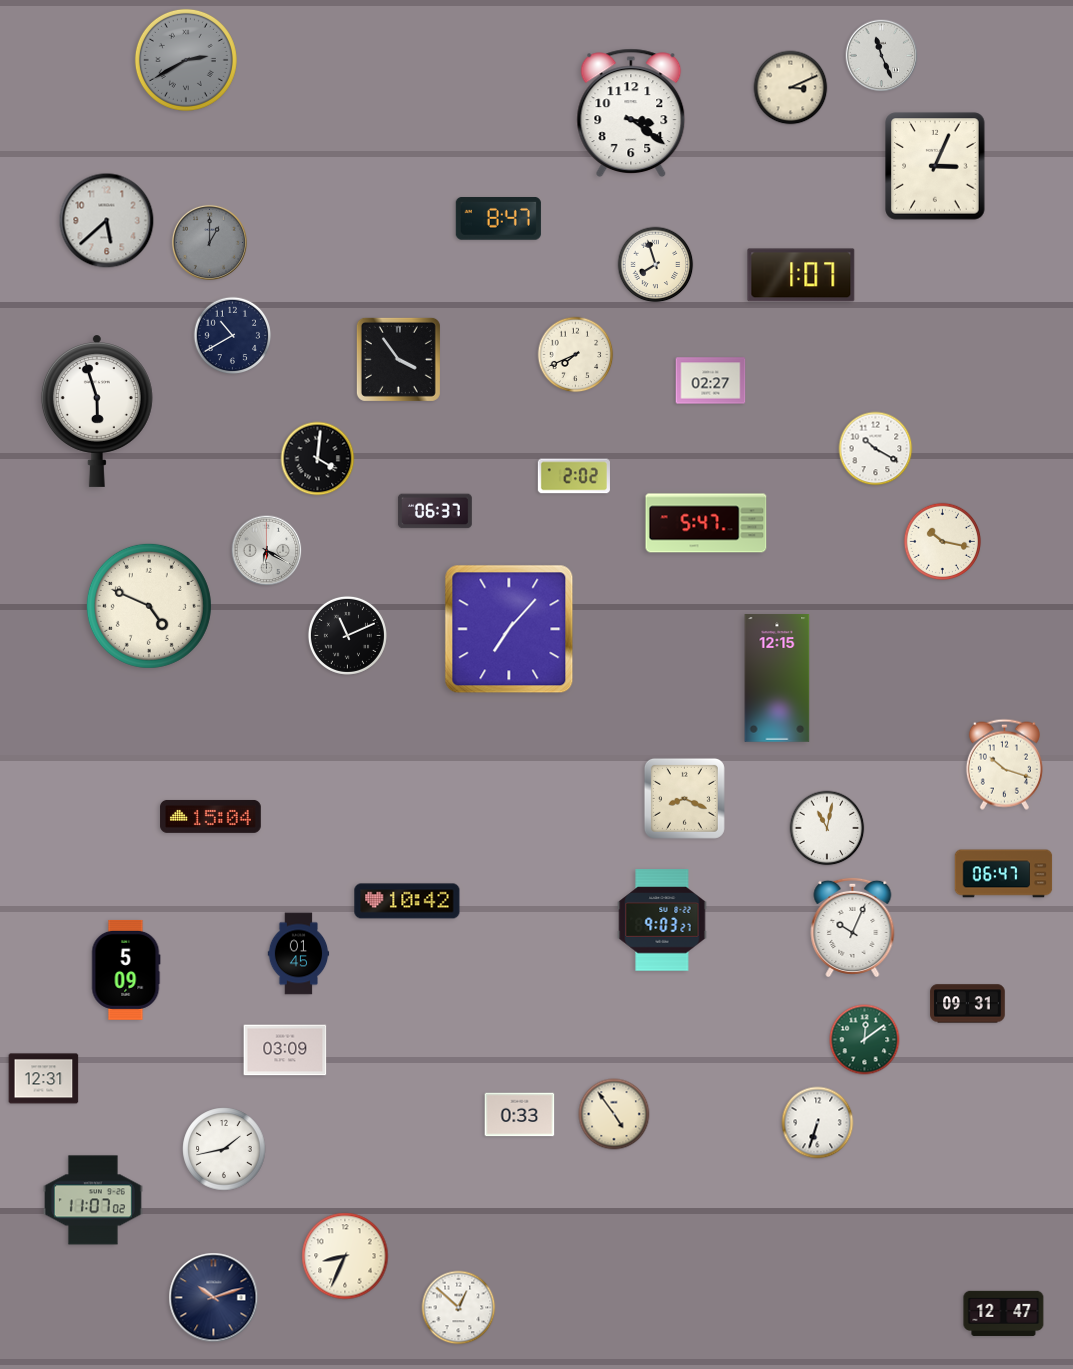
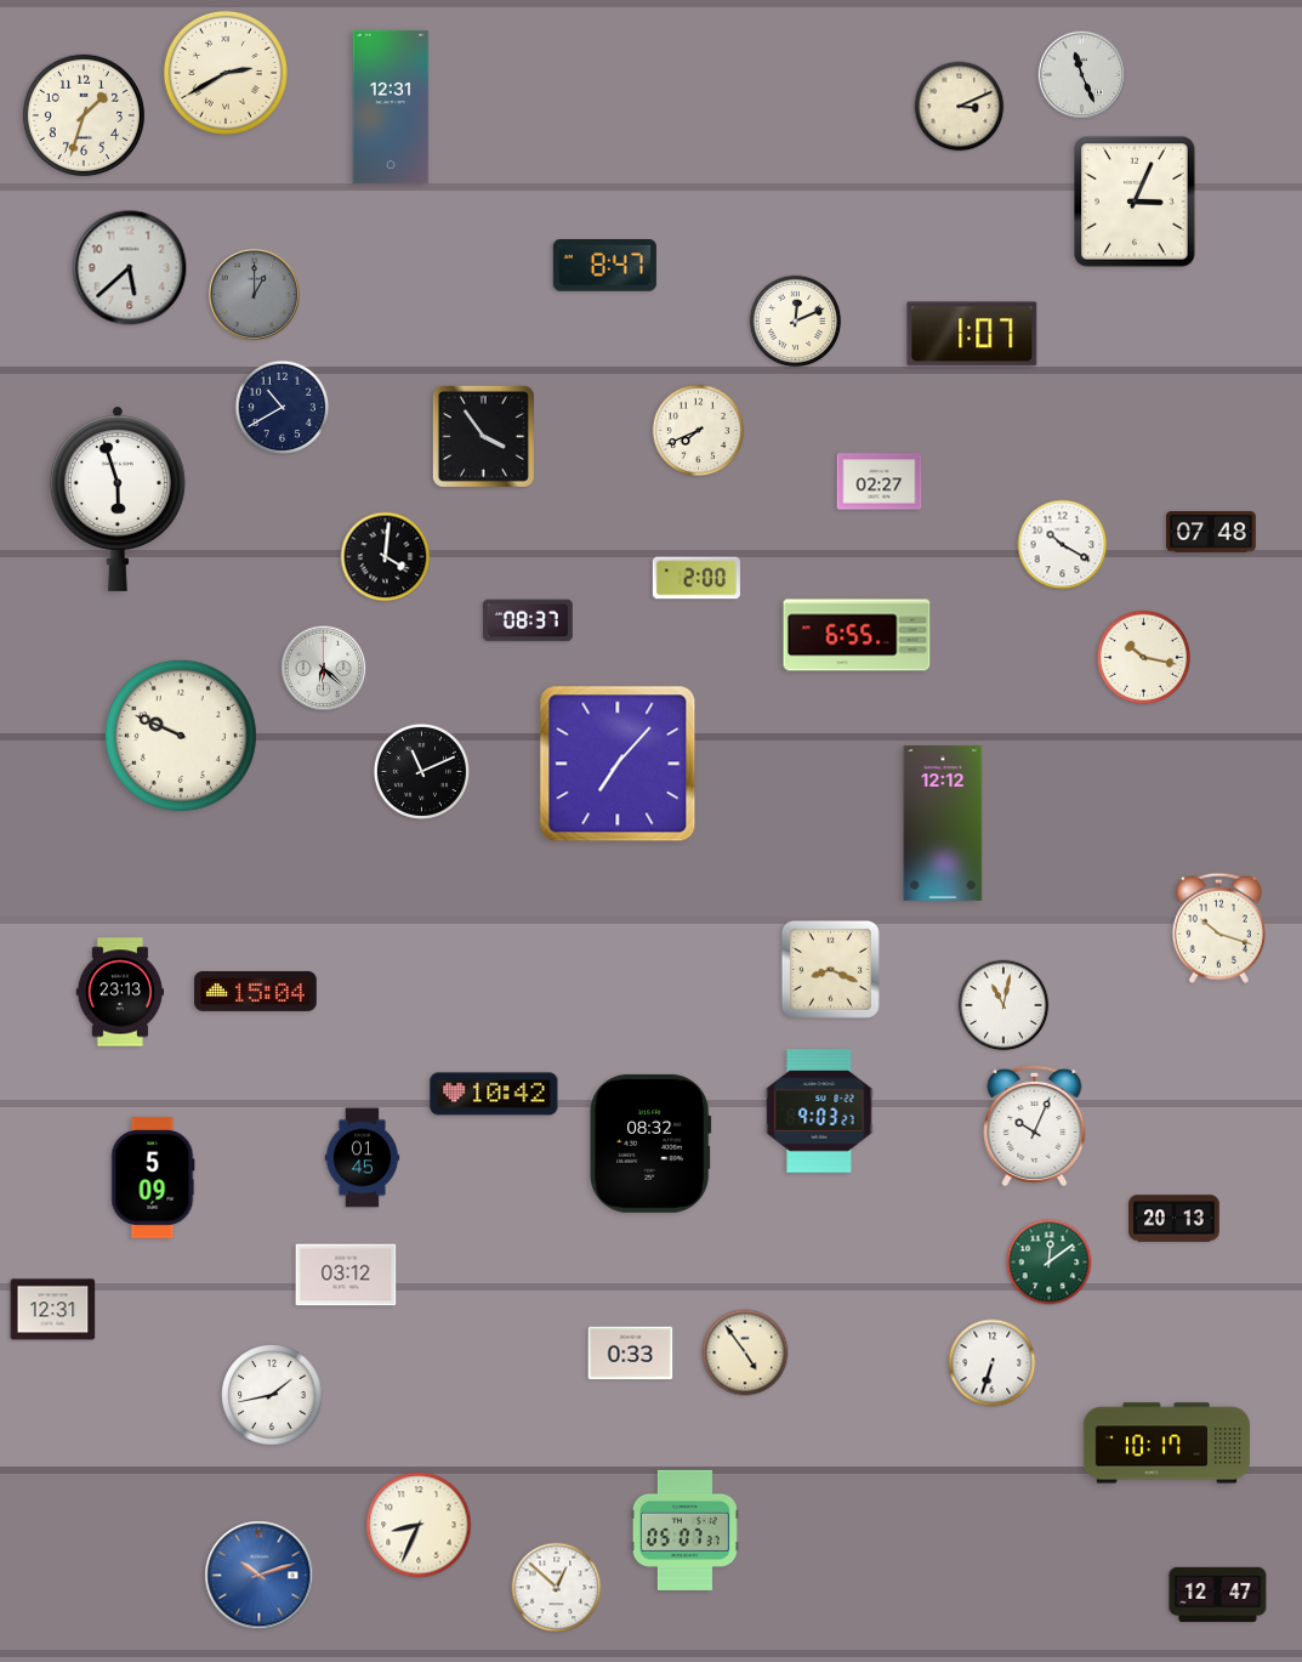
clock at (882, 56) position: (882, 56) -> (1082, 75)
clock at (186, 60) dial: grey -> cream
clock at (391, 107): none -> 12:31
clock at (84, 115): none -> 1:33
clock at (631, 113): 3:21 -> none
clock at (656, 265): 7:57 -> 12:11
clock at (711, 381) position: (711, 381) -> (880, 482)
clock at (1211, 532): none -> 07:48
clock at (574, 476): 2:02 -> 2:00
clock at (435, 511): 06:37 -> 08:37
clock at (706, 523): 5:47 -> 6:55
clock at (267, 551): 6:20 -> 6:22
clock at (149, 606): 4:49 -> 9:49
clock at (777, 678): 12:15 -> 12:12
clock at (119, 992): none -> 23:13
clock at (1004, 874): 06:47 -> none
clock at (662, 920) position: (662, 920) -> (819, 1111)
clock at (650, 1144): none -> 08:32
clock at (968, 1004): 09:31 -> 20:13
clock at (285, 1050): 03:09 -> 03:12
clock at (1167, 1443): none -> 10:17
clock at (93, 1200): 11:07 -> none
clock at (684, 1530): none -> 05:07
clock at (214, 1298) dial: navy -> blue
